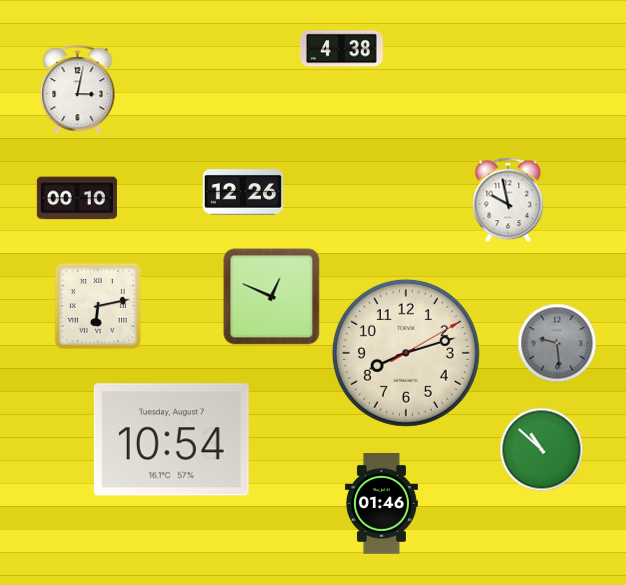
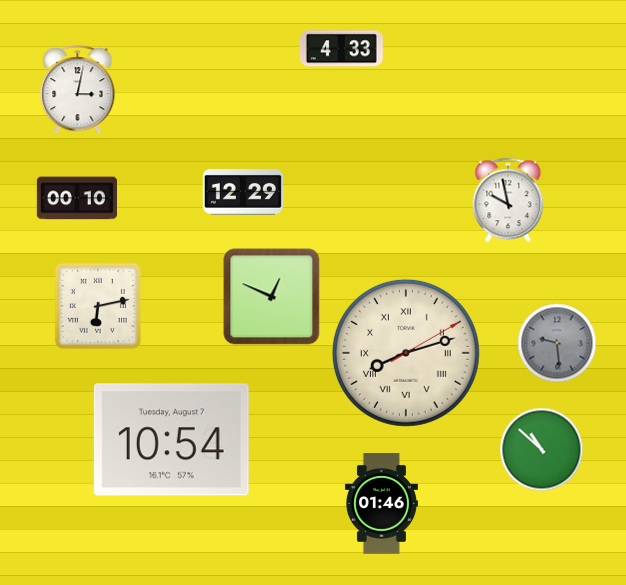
clock at (342, 49): 4:38 -> 4:33
clock at (243, 193): 12:26 -> 12:29
clock at (406, 353) numerals: Arabic -> Roman
